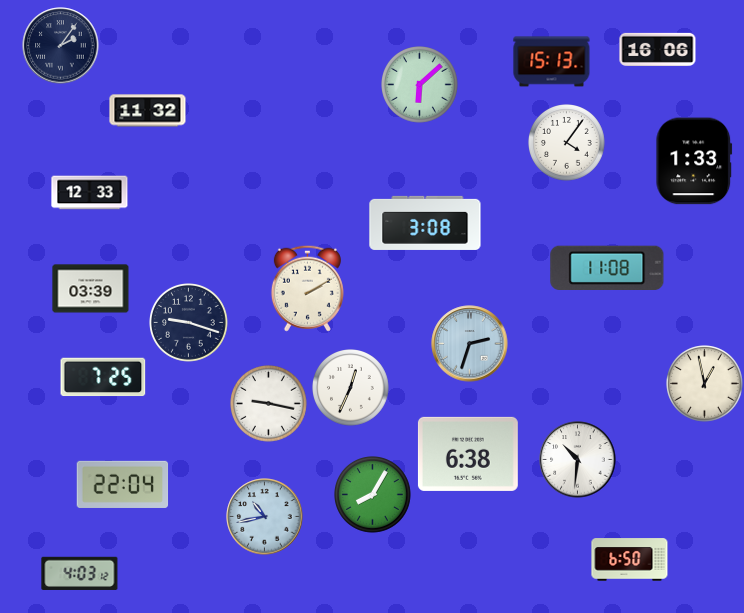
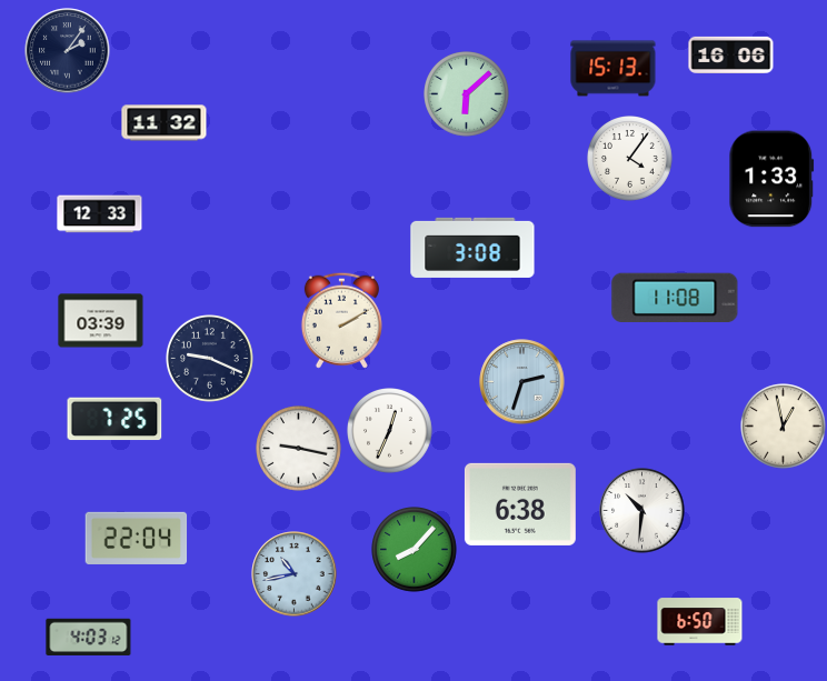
clock at (189, 323): 9:18 -> 9:19
clock at (373, 495): 8:05 -> 8:07
